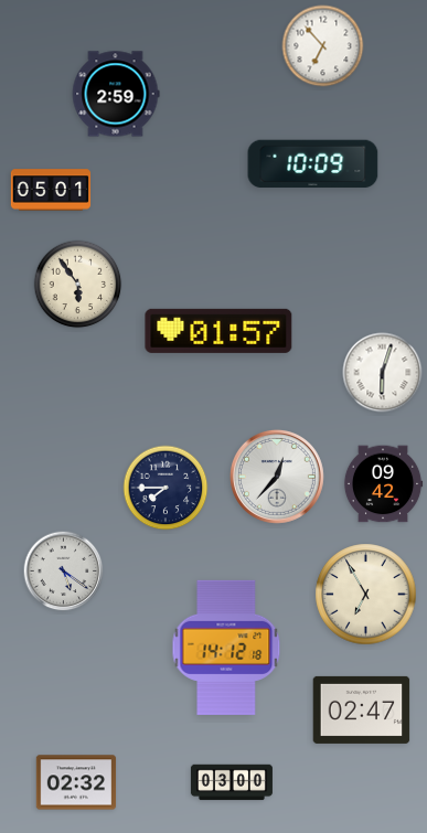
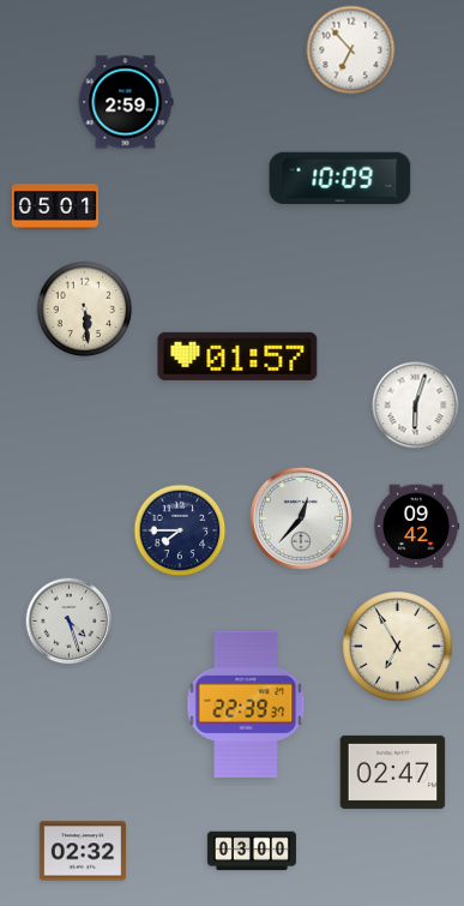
clock at (78, 285): 5:54 -> 5:29
clock at (218, 331) position: (218, 331) -> (237, 356)
clock at (64, 572): 5:21 -> 4:27
clock at (226, 648): 14:12 -> 22:39
